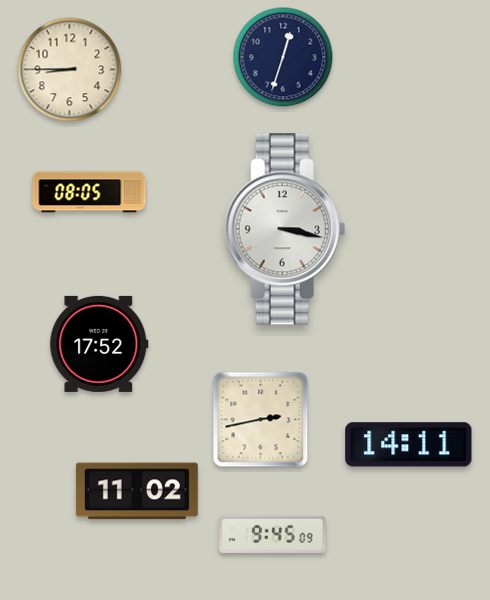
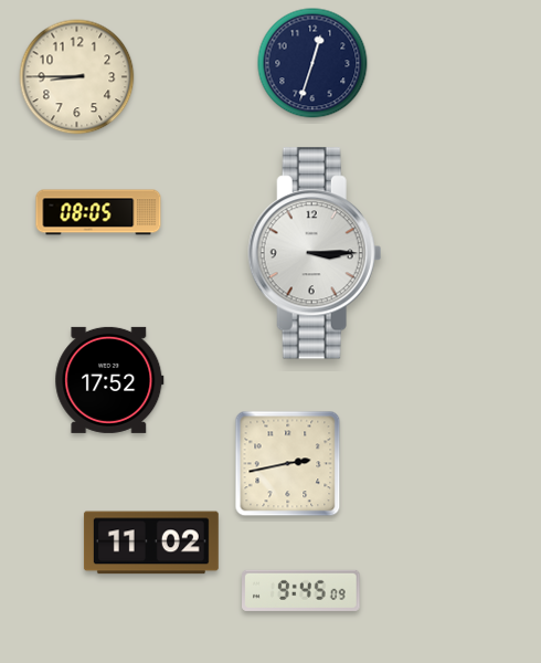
clock at (285, 229): 3:17 -> 3:15
clock at (409, 445): 14:11 -> none
